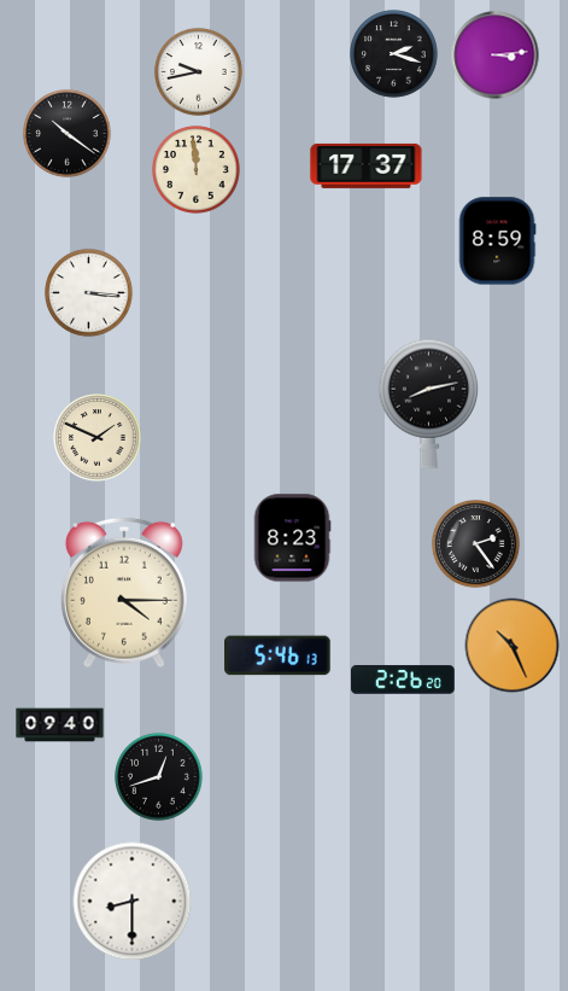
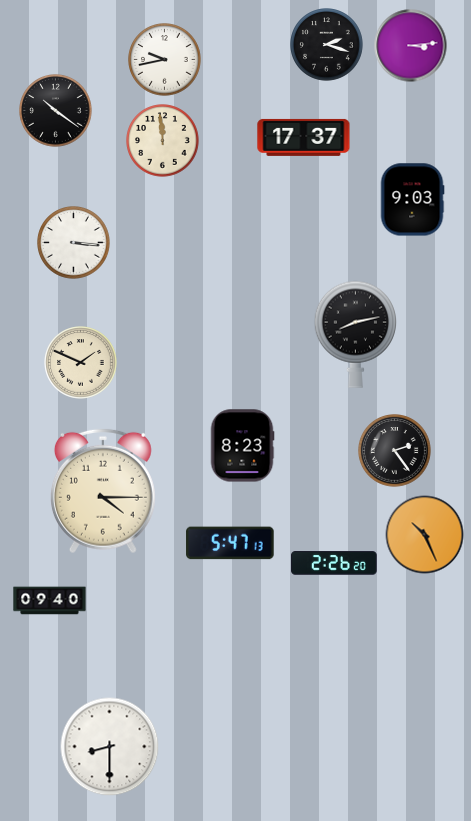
clock at (497, 241): 8:59 -> 9:03
clock at (277, 655): 5:46 -> 5:47
clock at (159, 777): 12:42 -> none
